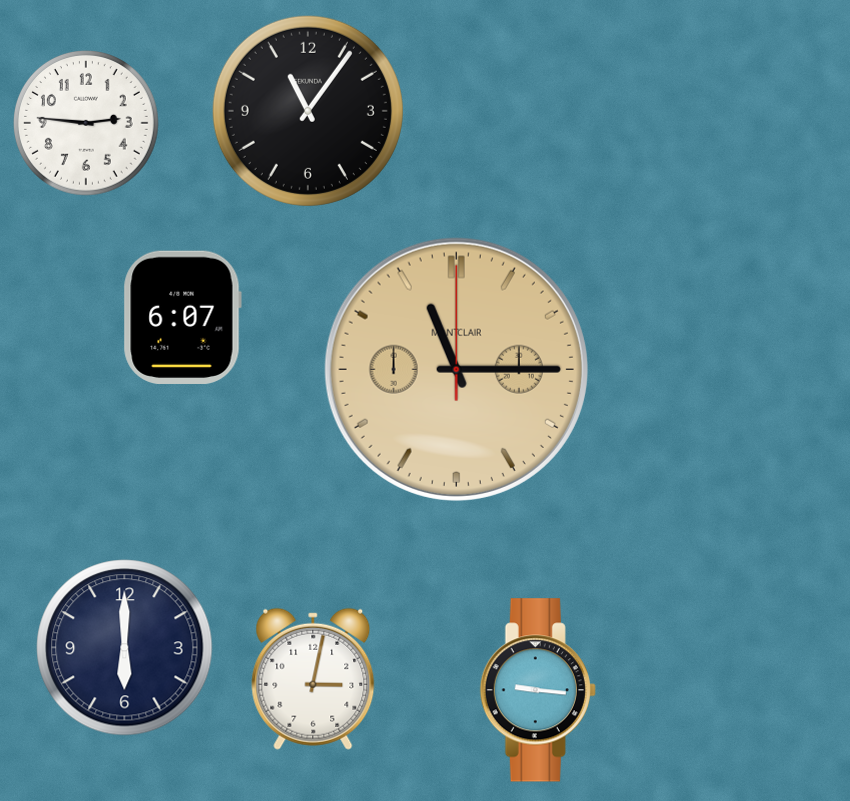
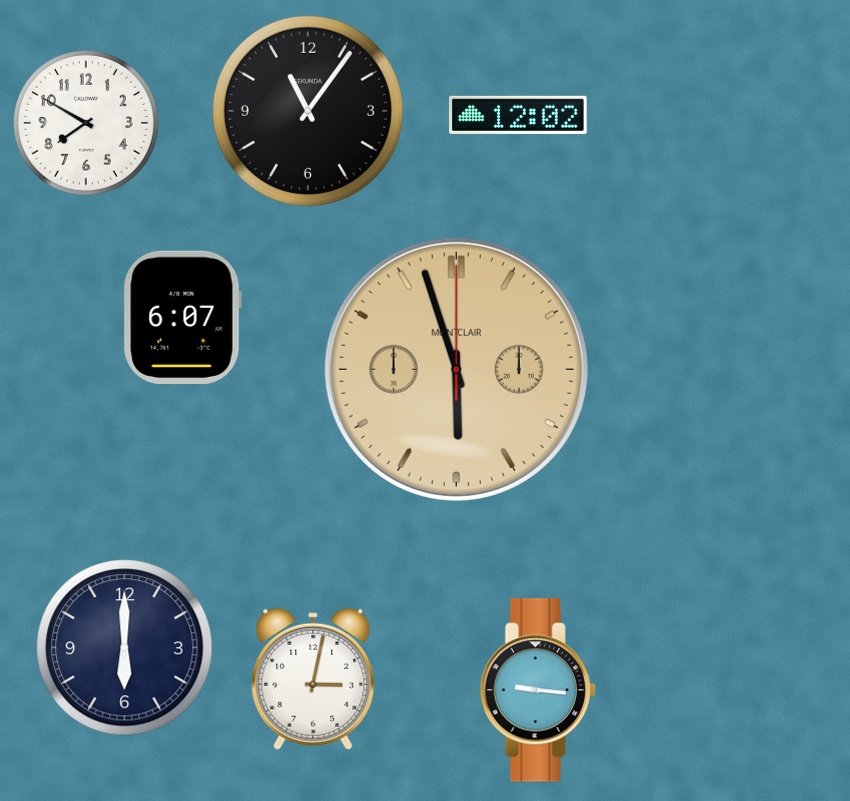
clock at (519, 115): none -> 12:02
clock at (87, 124): 2:46 -> 7:50
clock at (456, 369): 11:15 -> 5:57
